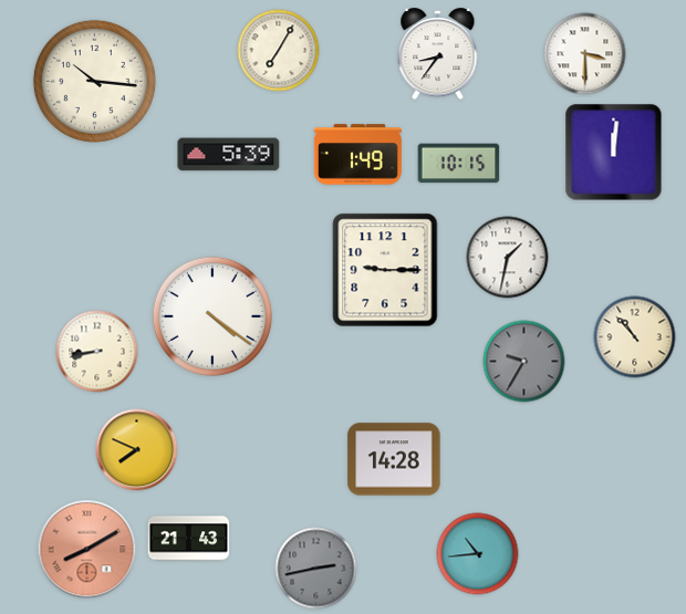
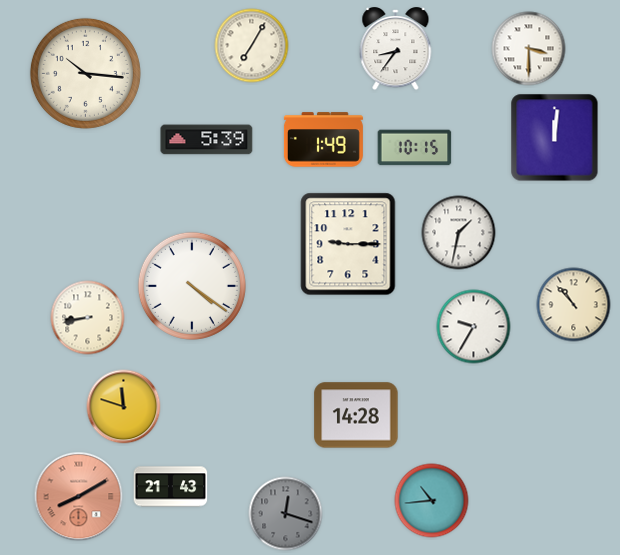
clock at (524, 362) dial: grey -> white
clock at (137, 450): 7:49 -> 11:48
clock at (316, 569): 2:43 -> 12:18
